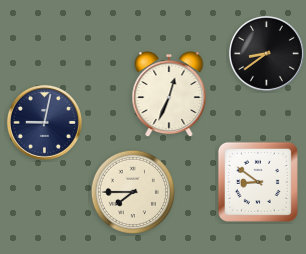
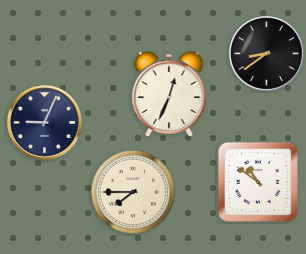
clock at (44, 122): 9:02 -> 9:04
clock at (258, 182): 8:51 -> 10:51
